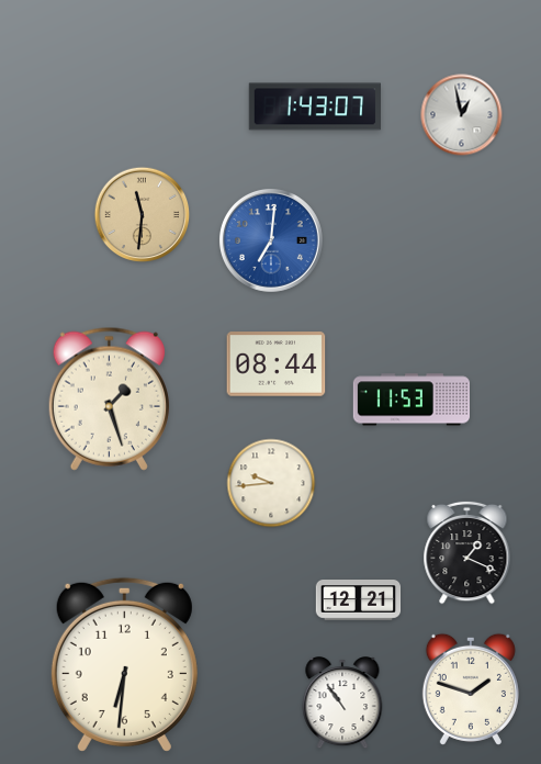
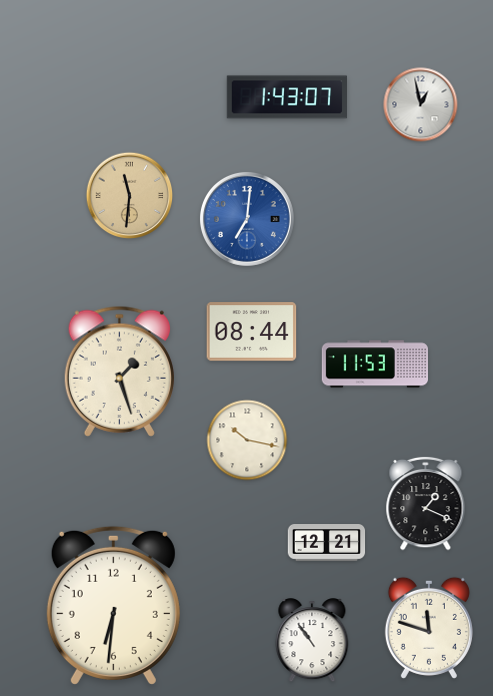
clock at (109, 398) position: (109, 398) -> (119, 371)
clock at (271, 483): 9:44 -> 10:17
clock at (359, 600) position: (359, 600) -> (327, 543)
clock at (471, 689): 1:48 -> 11:48
